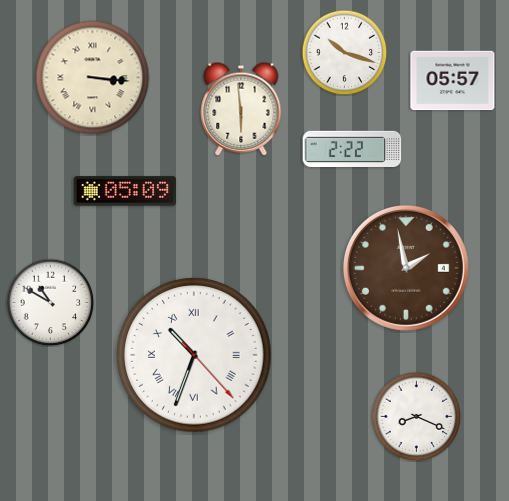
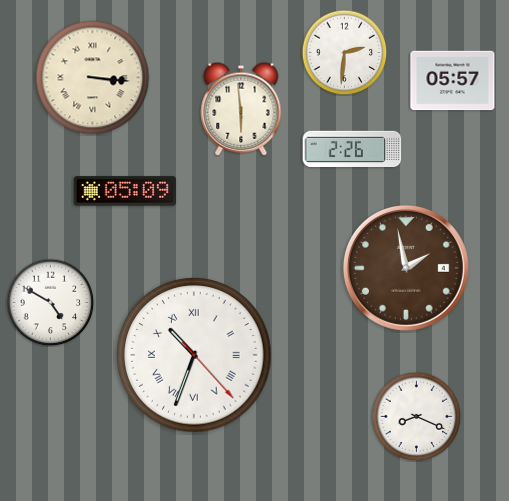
clock at (344, 52): 10:18 -> 2:31
clock at (352, 148): 2:22 -> 2:26
clock at (50, 302): 10:50 -> 4:50
